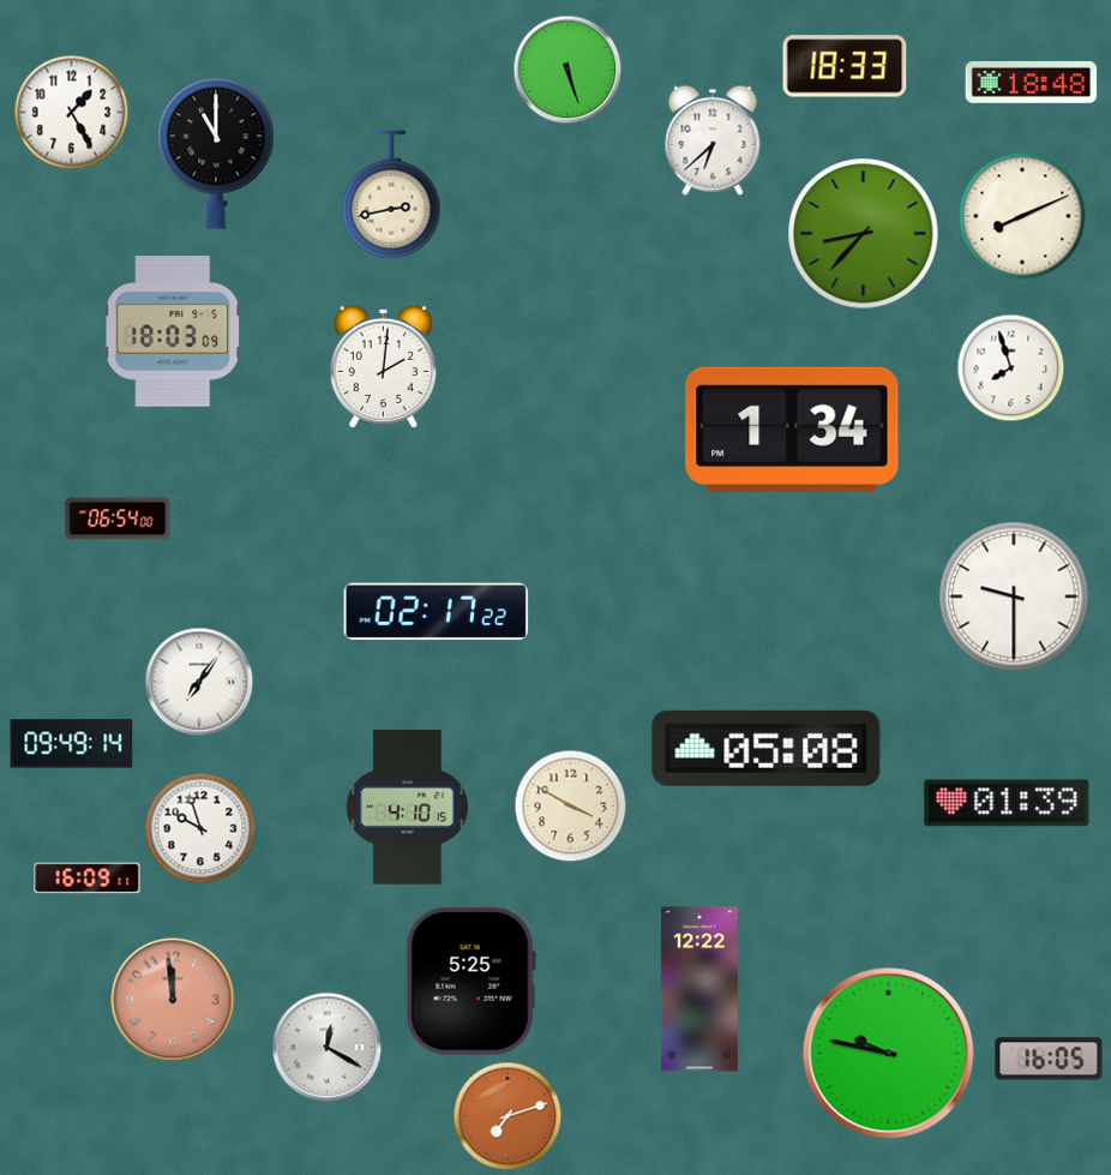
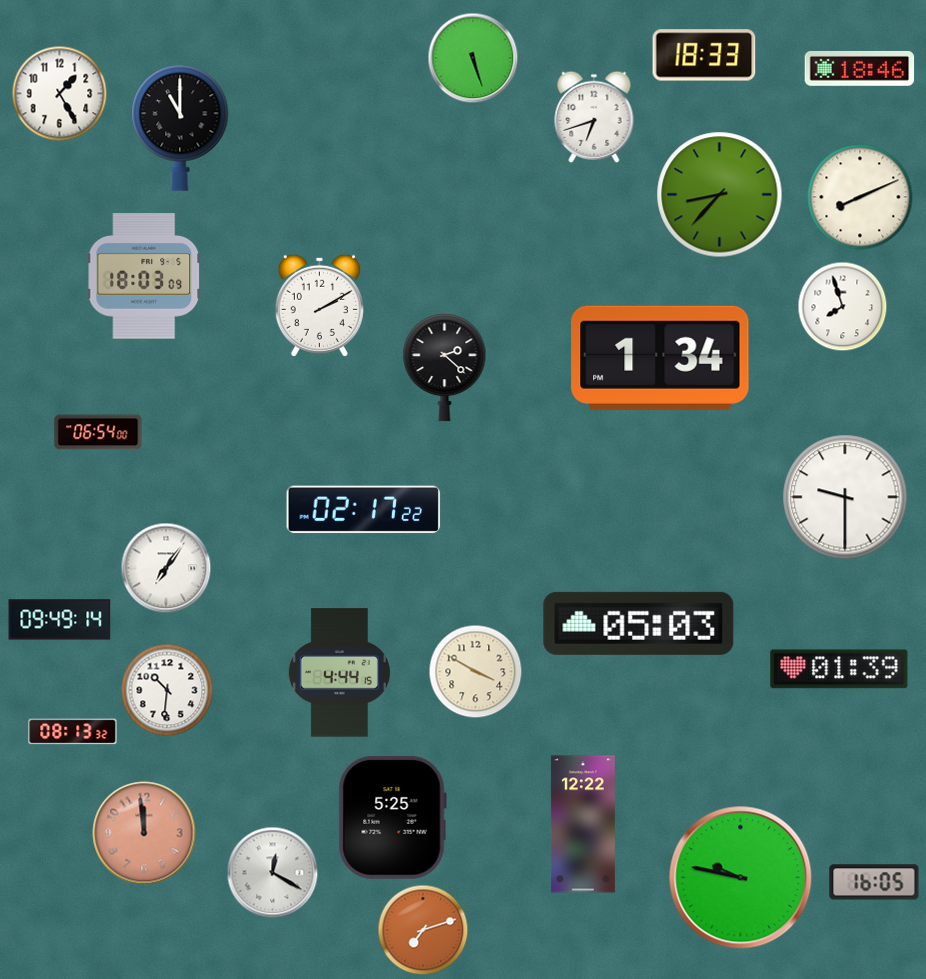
clock at (1032, 82): 18:48 -> 18:46
clock at (713, 140): 6:38 -> 6:42
clock at (391, 194): 2:43 -> none
clock at (1022, 216) position: (1022, 216) -> (860, 197)
clock at (383, 366): 2:01 -> 2:10
clock at (445, 368): none -> 2:22
clock at (767, 748): 05:08 -> 05:03
clock at (407, 808): 4:10 -> 4:44
clock at (200, 828): 9:57 -> 10:31
clock at (88, 879): 16:09 -> 08:13
